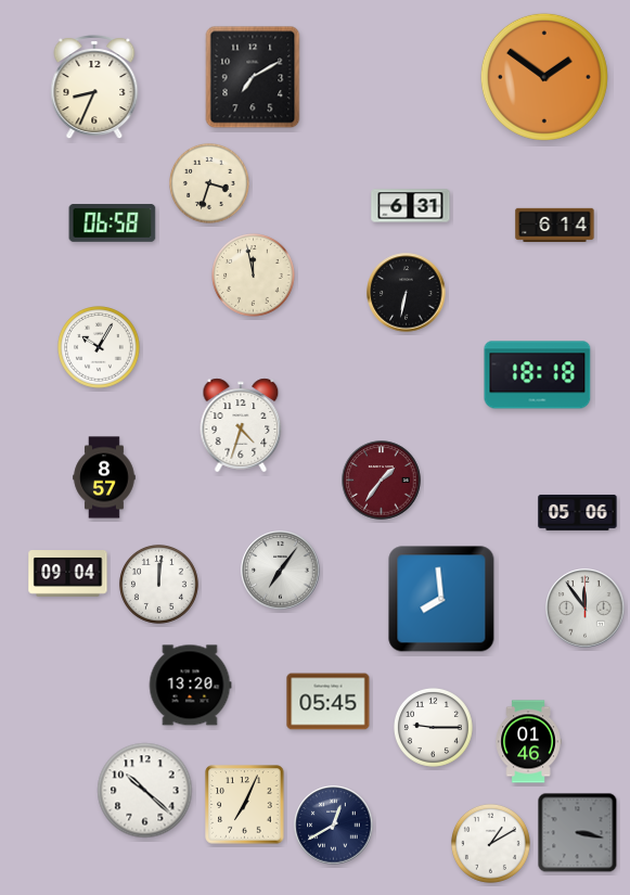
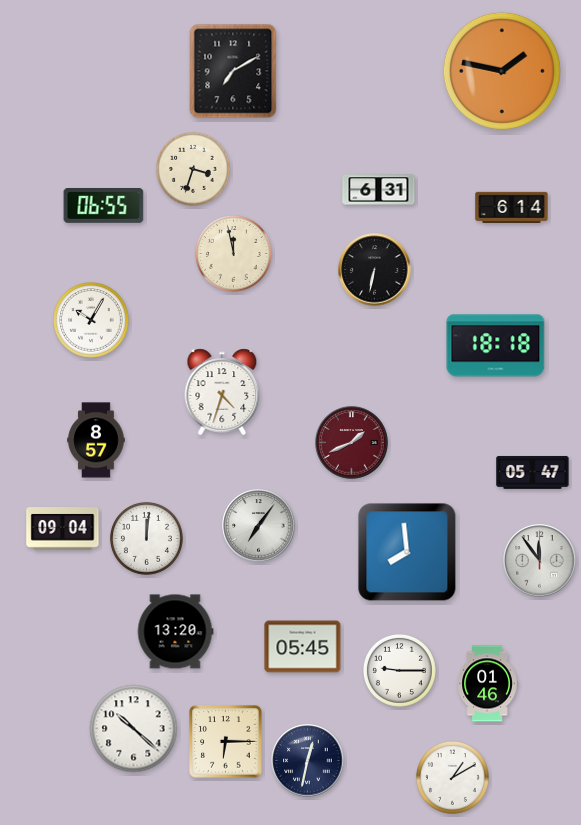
clock at (544, 77): 1:51 -> 1:47
clock at (94, 88): 8:34 -> none
clock at (113, 223): 06:58 -> 06:55
clock at (382, 481): 1:36 -> 1:41
clock at (578, 512): 05:06 -> 05:47
clock at (245, 805): 7:04 -> 6:15
clock at (334, 826): 12:40 -> 12:32
clock at (578, 833): 3:17 -> none
